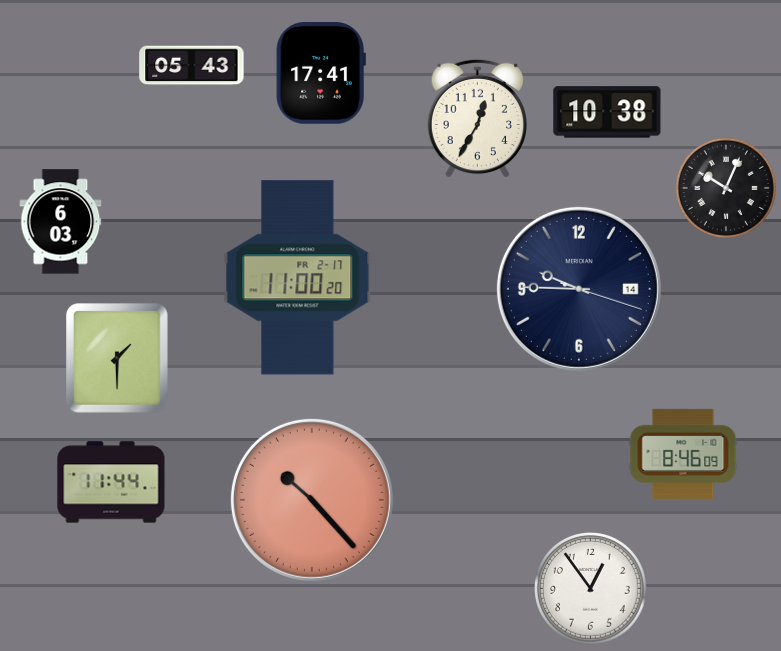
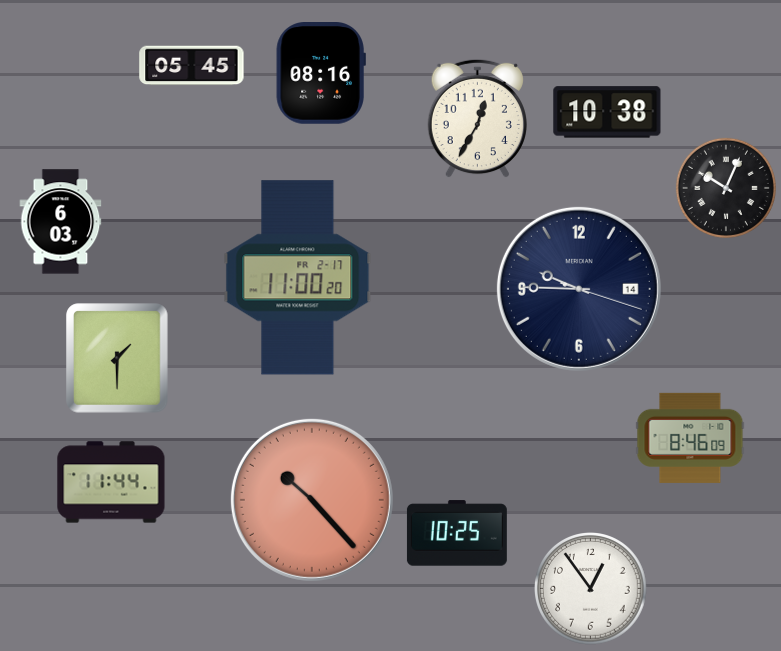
clock at (192, 66): 05:43 -> 05:45
clock at (321, 74): 17:41 -> 08:16
clock at (683, 454) position: (683, 454) -> (690, 438)
clock at (457, 533): none -> 10:25
